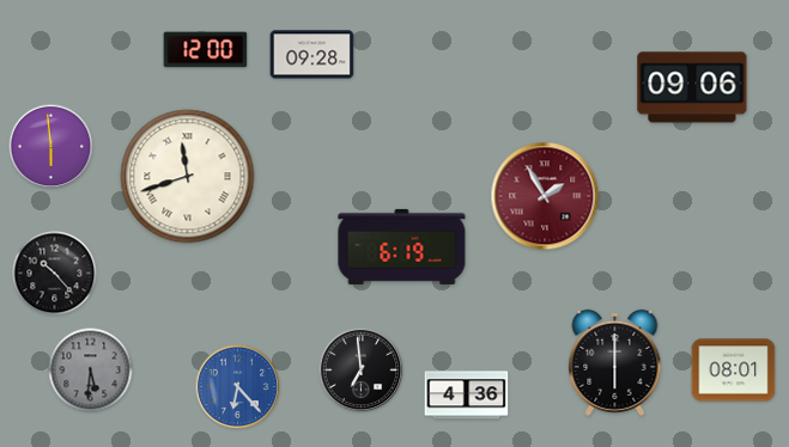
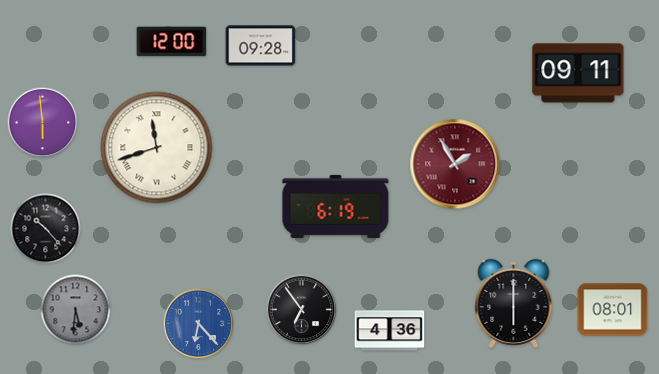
clock at (692, 87): 09:06 -> 09:11
clock at (362, 371): 6:59 -> 6:54
